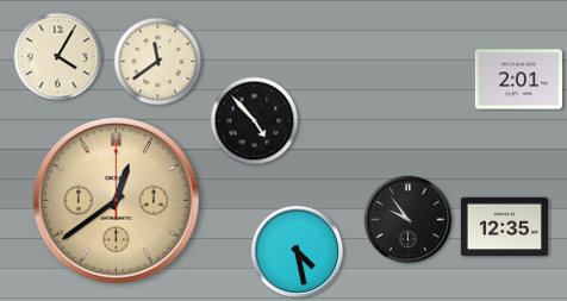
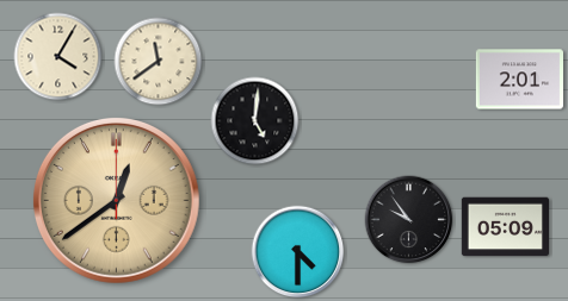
clock at (255, 121): 4:53 -> 5:01
clock at (504, 227): 12:35 -> 05:09
clock at (298, 252): 4:28 -> 4:30
